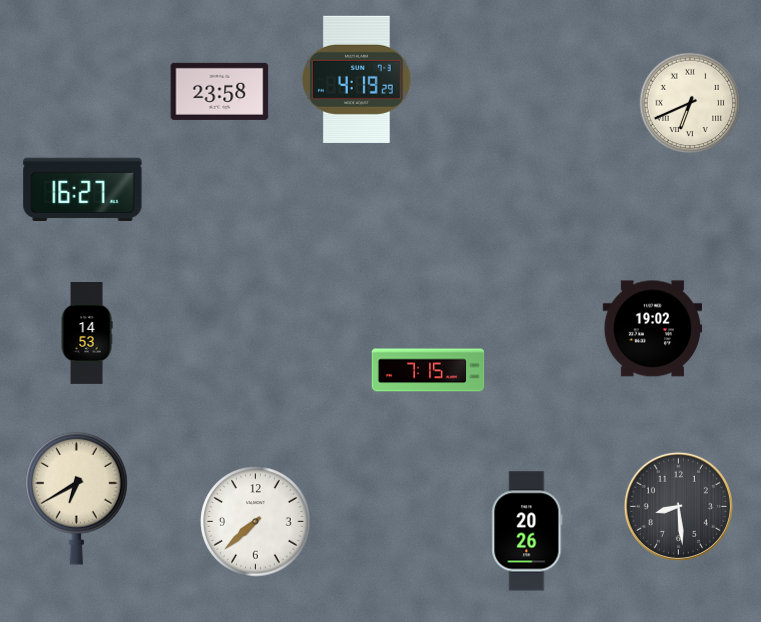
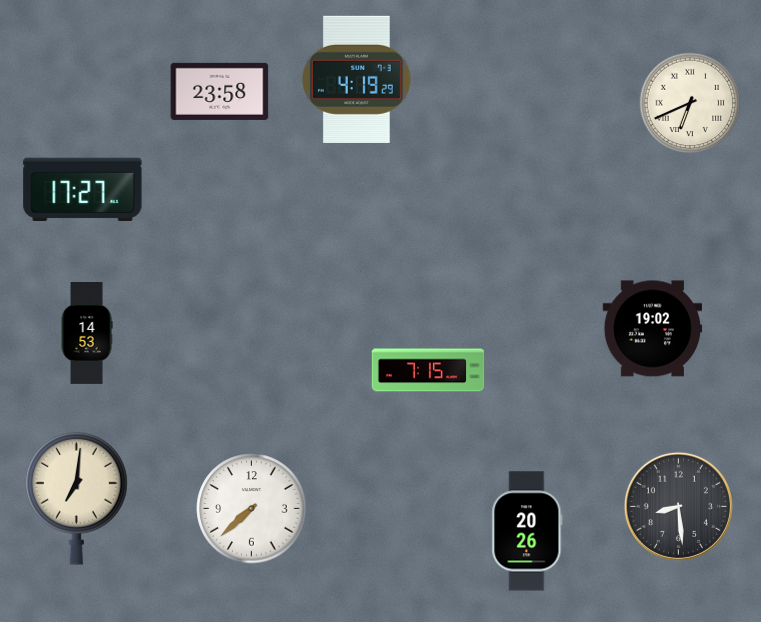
clock at (83, 189): 16:27 -> 17:27
clock at (77, 498): 6:40 -> 7:01
clock at (256, 522) position: (256, 522) -> (252, 509)
